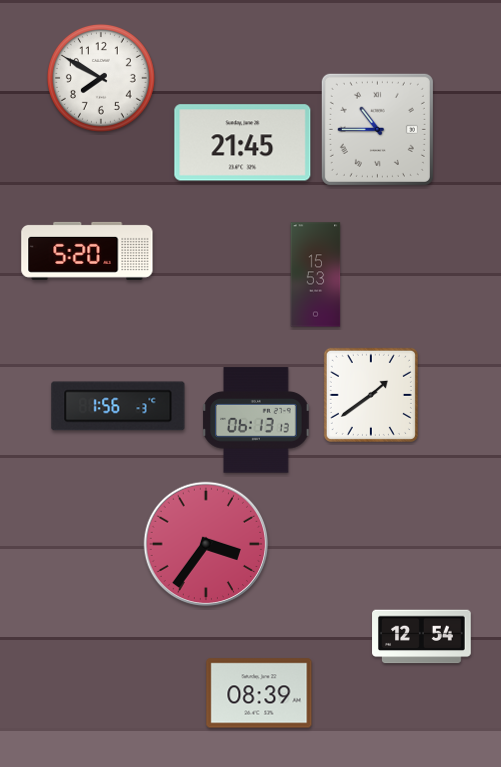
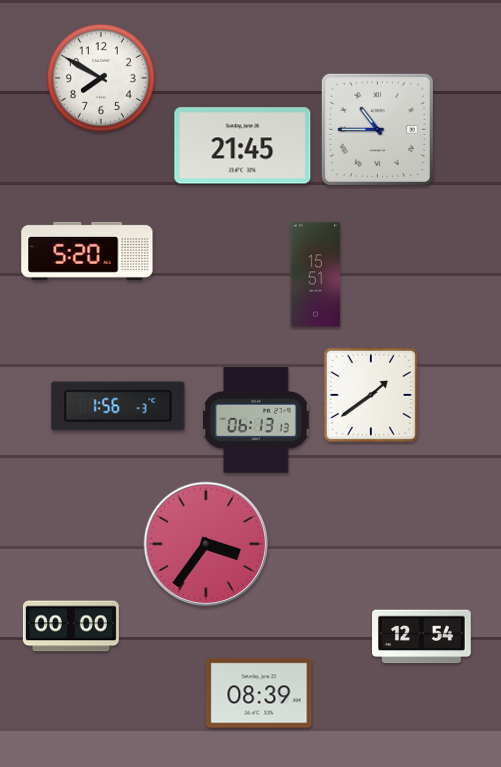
clock at (243, 143) position: (243, 143) -> (243, 146)
clock at (316, 275): 15:53 -> 15:51
clock at (71, 626): none -> 00:00
